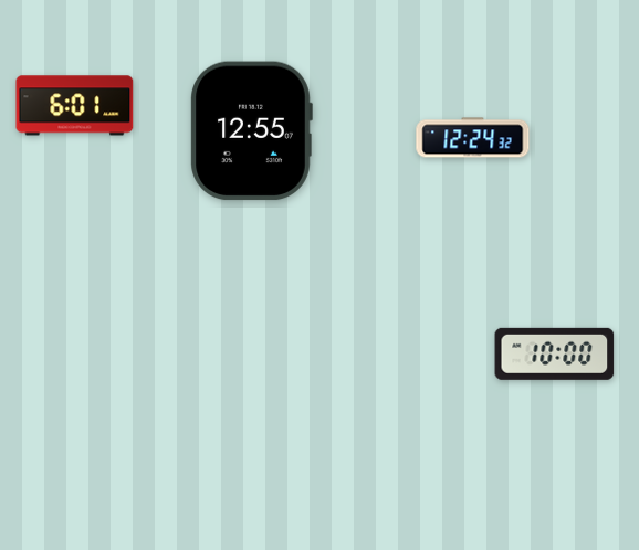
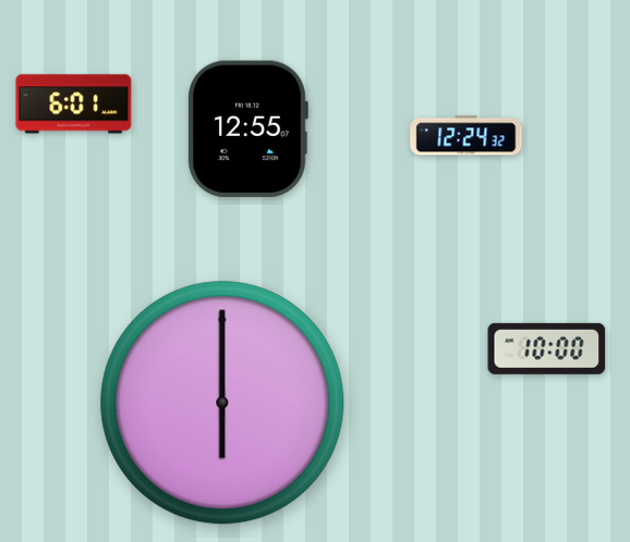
clock at (222, 403): none -> 6:00
